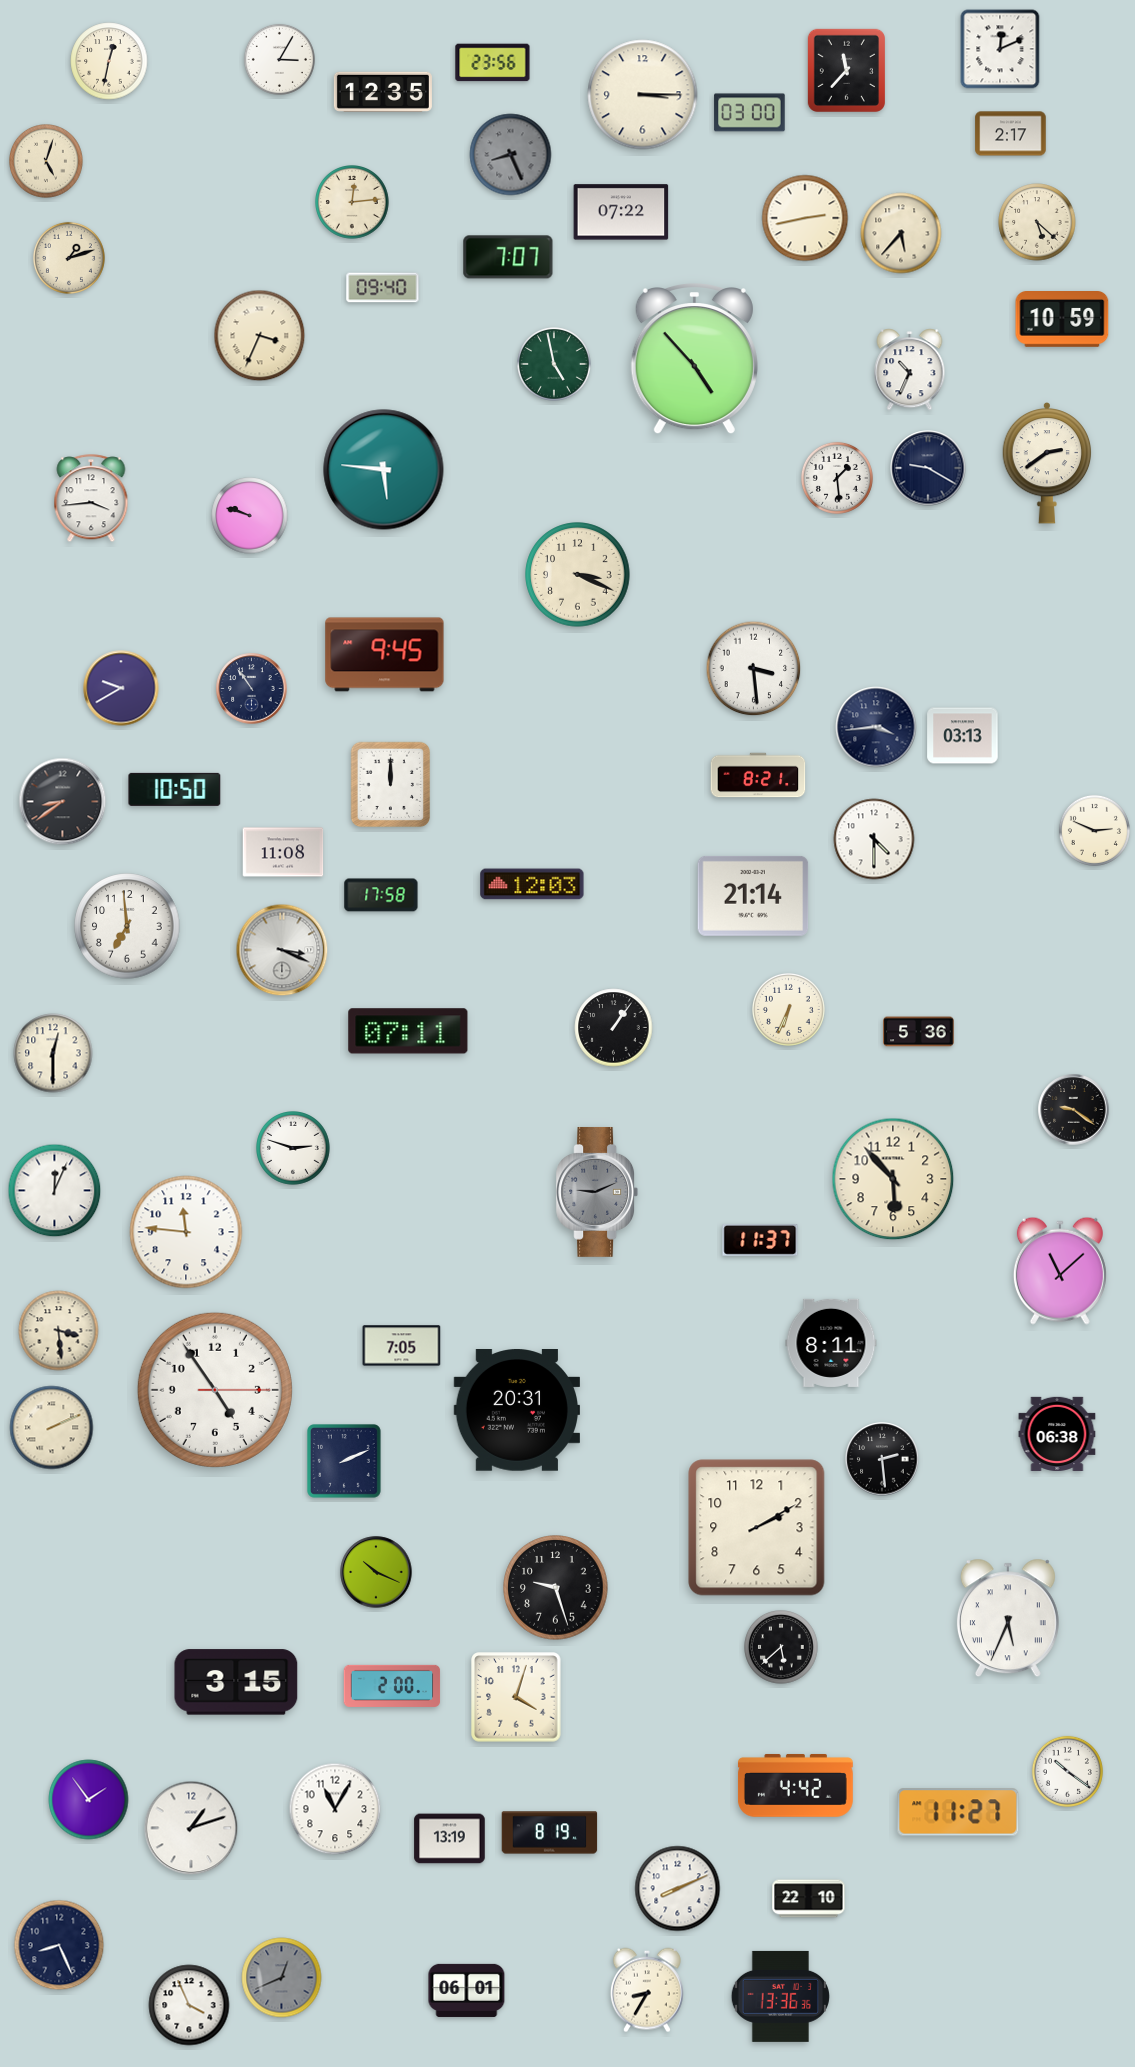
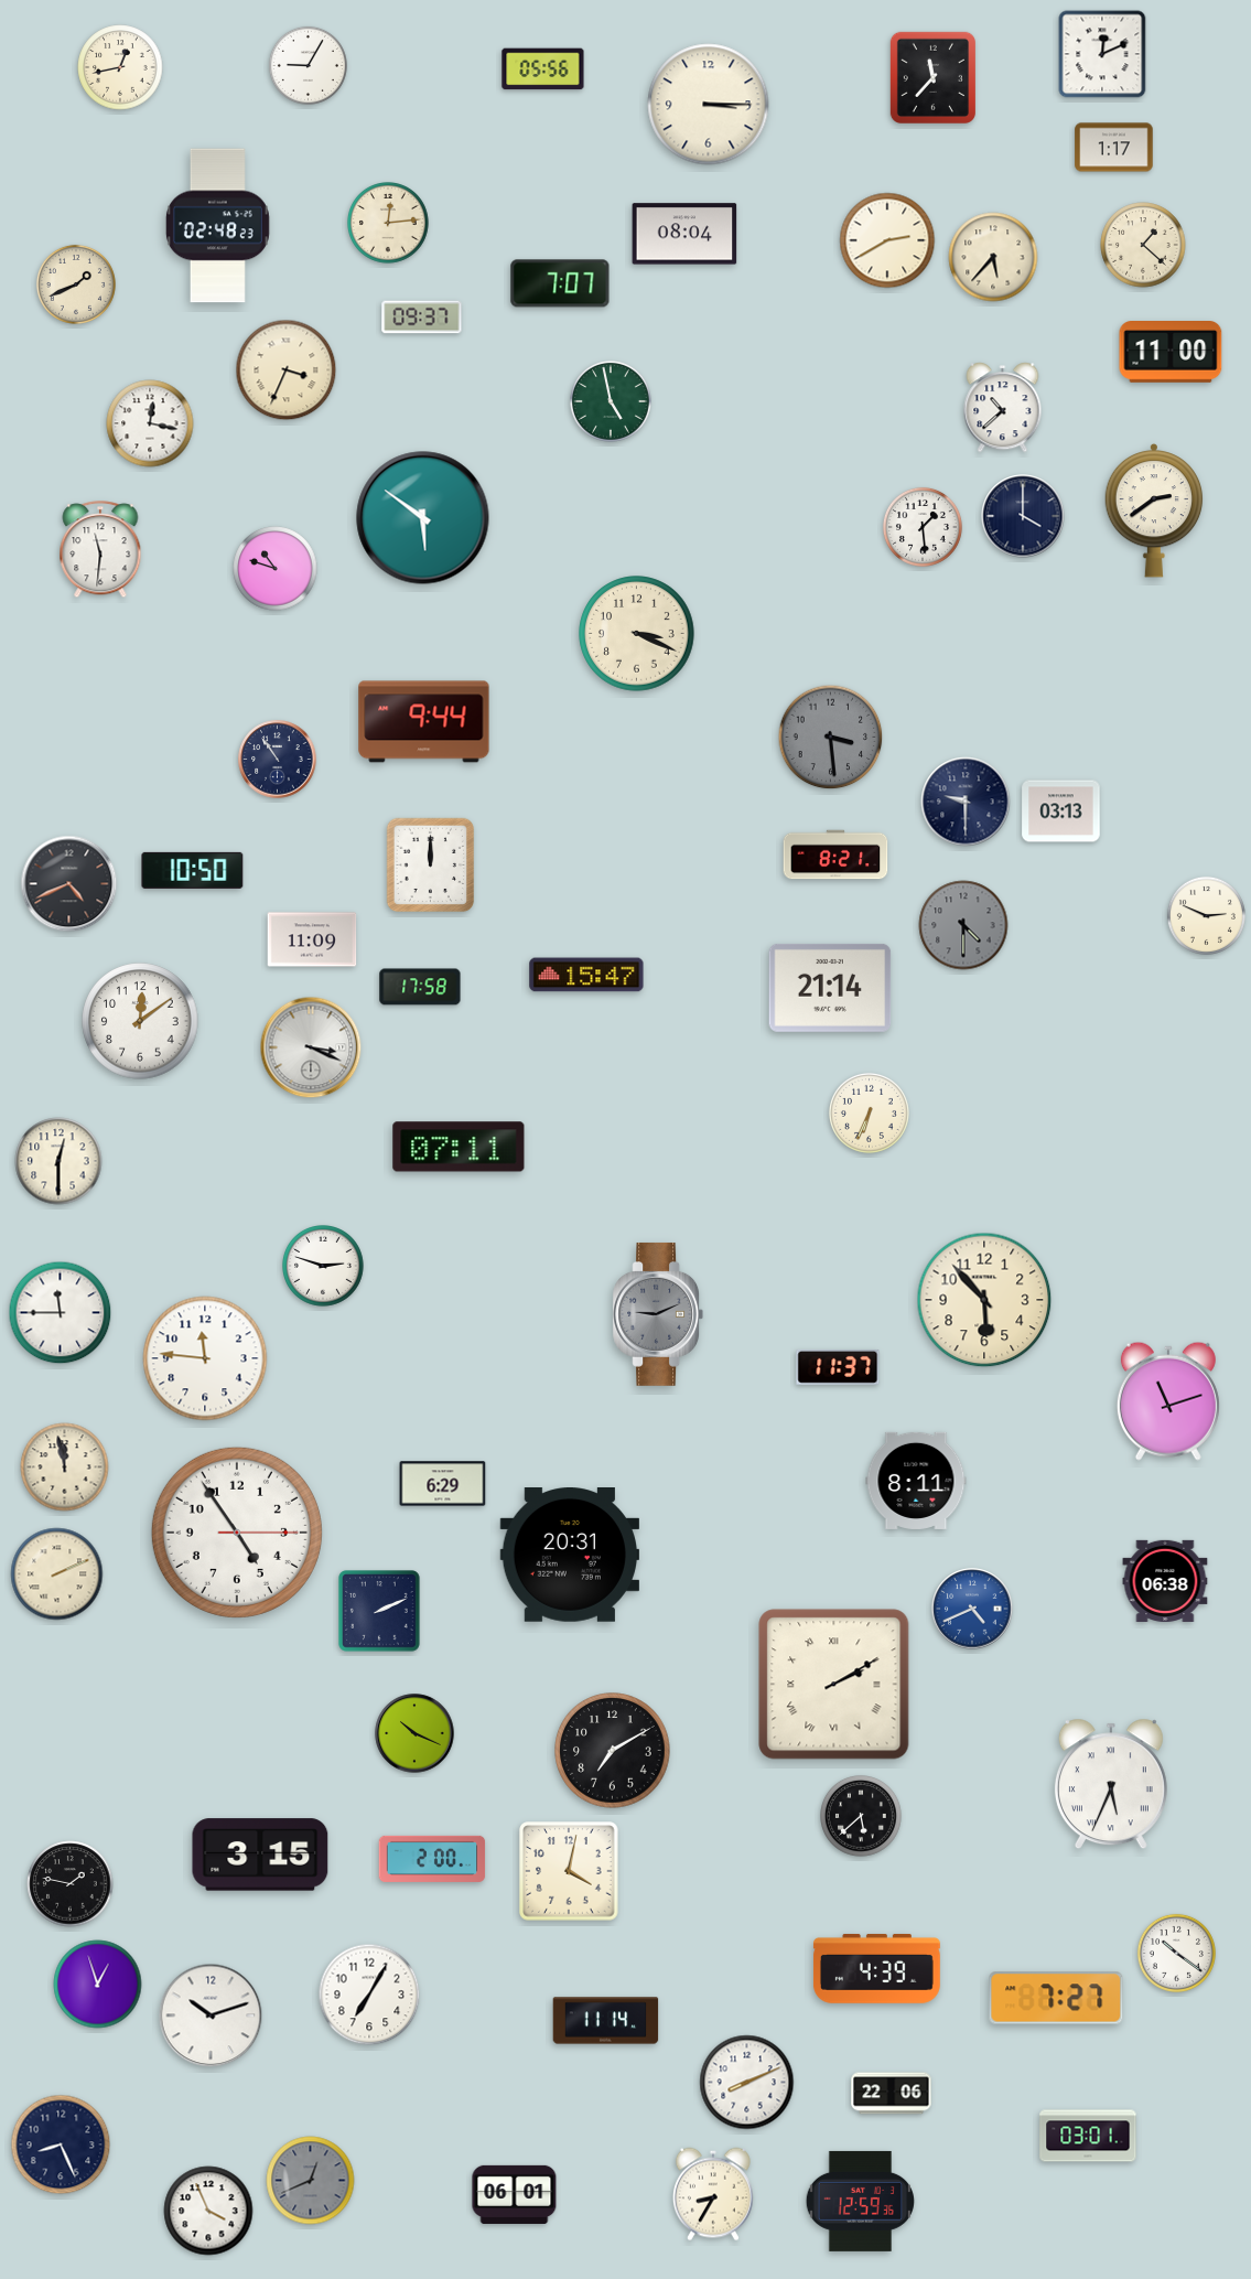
clock at (279, 59): 3:05 -> 9:05
clock at (109, 61): 12:32 -> 12:43
clock at (493, 63): 23:56 -> 05:56
clock at (383, 92): 12:35 -> none
clock at (750, 113): 03:00 -> none
clock at (1011, 134): 2:17 -> 1:17
clock at (511, 155): 8:26 -> none
clock at (47, 162): 5:03 -> none
clock at (217, 226): none -> 02:48
clock at (621, 212): 07:22 -> 08:04
clock at (805, 218): 2:43 -> 2:40
clock at (1037, 222): 5:22 -> 1:22
clock at (69, 258): 1:12 -> 1:41
clock at (383, 288): 09:40 -> 09:37
clock at (1062, 320): 10:59 -> 11:00
clock at (694, 360): 4:53 -> none
clock at (910, 370): 10:34 -> 10:38
clock at (150, 423): none -> 12:17
clock at (928, 468): 9:20 -> 4:00
clock at (384, 470): 5:46 -> 5:51
clock at (91, 499): 3:44 -> 11:31
clock at (250, 516): 9:48 -> 10:48
clock at (385, 655): 9:45 -> 9:44
clock at (754, 669) dial: white -> grey
clock at (121, 688): 9:40 -> none
clock at (876, 727): 3:44 -> 9:30
clock at (63, 802): 8:39 -> 4:41
clock at (874, 839) dial: white -> grey
clock at (283, 852): 11:08 -> 11:09
clock at (532, 884): 12:03 -> 15:47
clock at (127, 926): 6:59 -> 12:09
clock at (614, 1028): 1:06 -> none
clock at (408, 1031) position: (408, 1031) -> (459, 1147)
clock at (919, 1032): 5:36 -> none
clock at (1074, 1110): 9:21 -> none
clock at (55, 1191): 12:04 -> 11:45
clock at (1060, 1271): 11:08 -> 11:12
clock at (59, 1331): 3:29 -> 11:58
clock at (402, 1346): 7:05 -> 6:29
clock at (882, 1459): 2:29 -> 4:41
clock at (882, 1459) dial: black -> blue
clock at (757, 1528) numerals: Arabic -> Roman
clock at (556, 1588): 9:27 -> 7:10
clock at (516, 1697): 4:03 -> 4:02
clock at (71, 1884): none -> 1:47
clock at (795, 1785): 4:42 -> 4:39
clock at (89, 1800): 1:54 -> 12:57
clock at (335, 1809): 11:05 -> 7:05
clock at (958, 1812): 11:27 -> 7:27
clock at (191, 1828): 1:12 -> 10:12
clock at (550, 1833): 8:19 -> 11:14
clock at (450, 1839): 13:19 -> none
clock at (809, 1899): 22:10 -> 22:06
clock at (1088, 2136): none -> 03:01
clock at (59, 1945) position: (59, 1945) -> (61, 2144)
clock at (780, 1996): 13:36 -> 12:59
